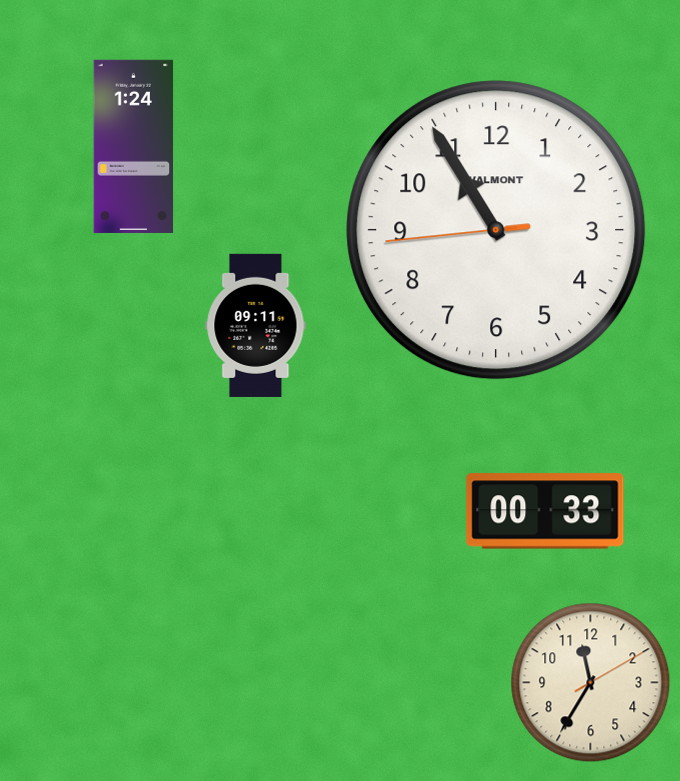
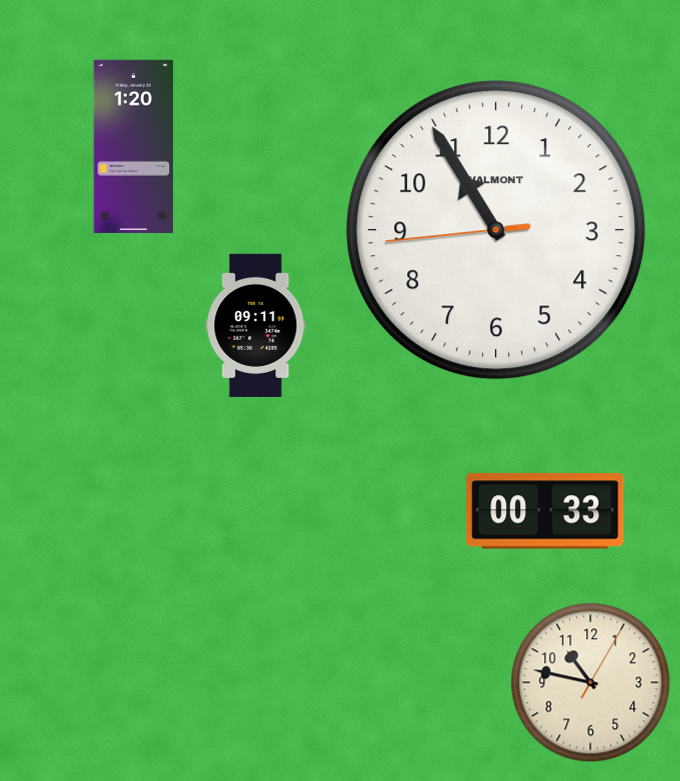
clock at (134, 146): 1:24 -> 1:20
clock at (591, 683): 11:35 -> 10:47
